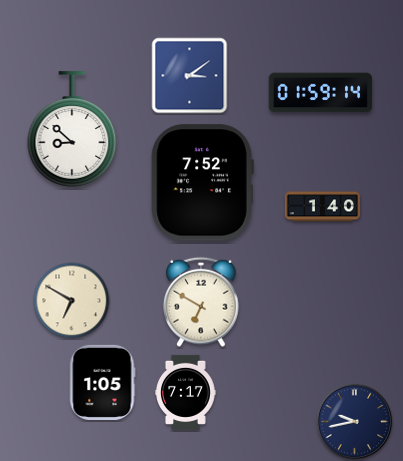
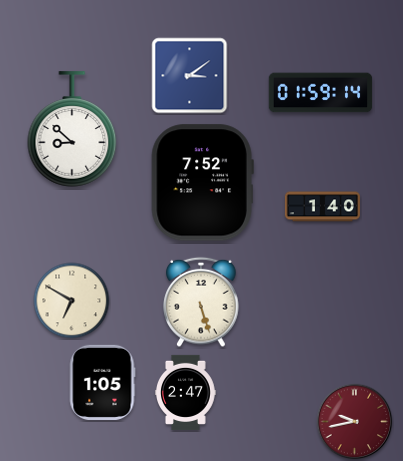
clock at (201, 302): 6:50 -> 5:27
clock at (186, 392): 7:17 -> 2:47
clock at (355, 422) dial: navy -> burgundy
